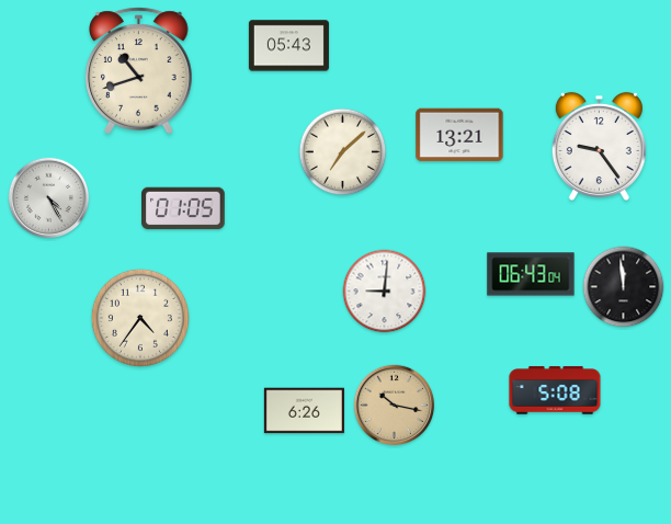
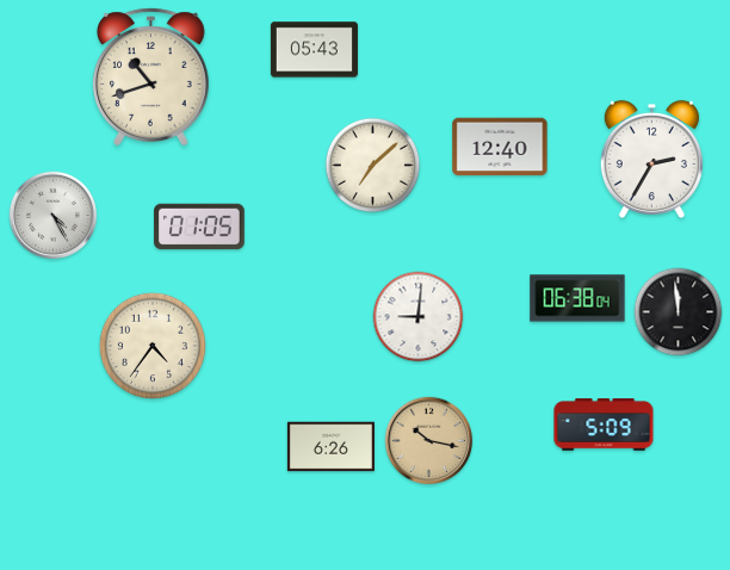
clock at (459, 135): 13:21 -> 12:40
clock at (599, 146): 9:24 -> 2:35
clock at (531, 274): 06:43 -> 06:38
clock at (555, 390): 5:08 -> 5:09
